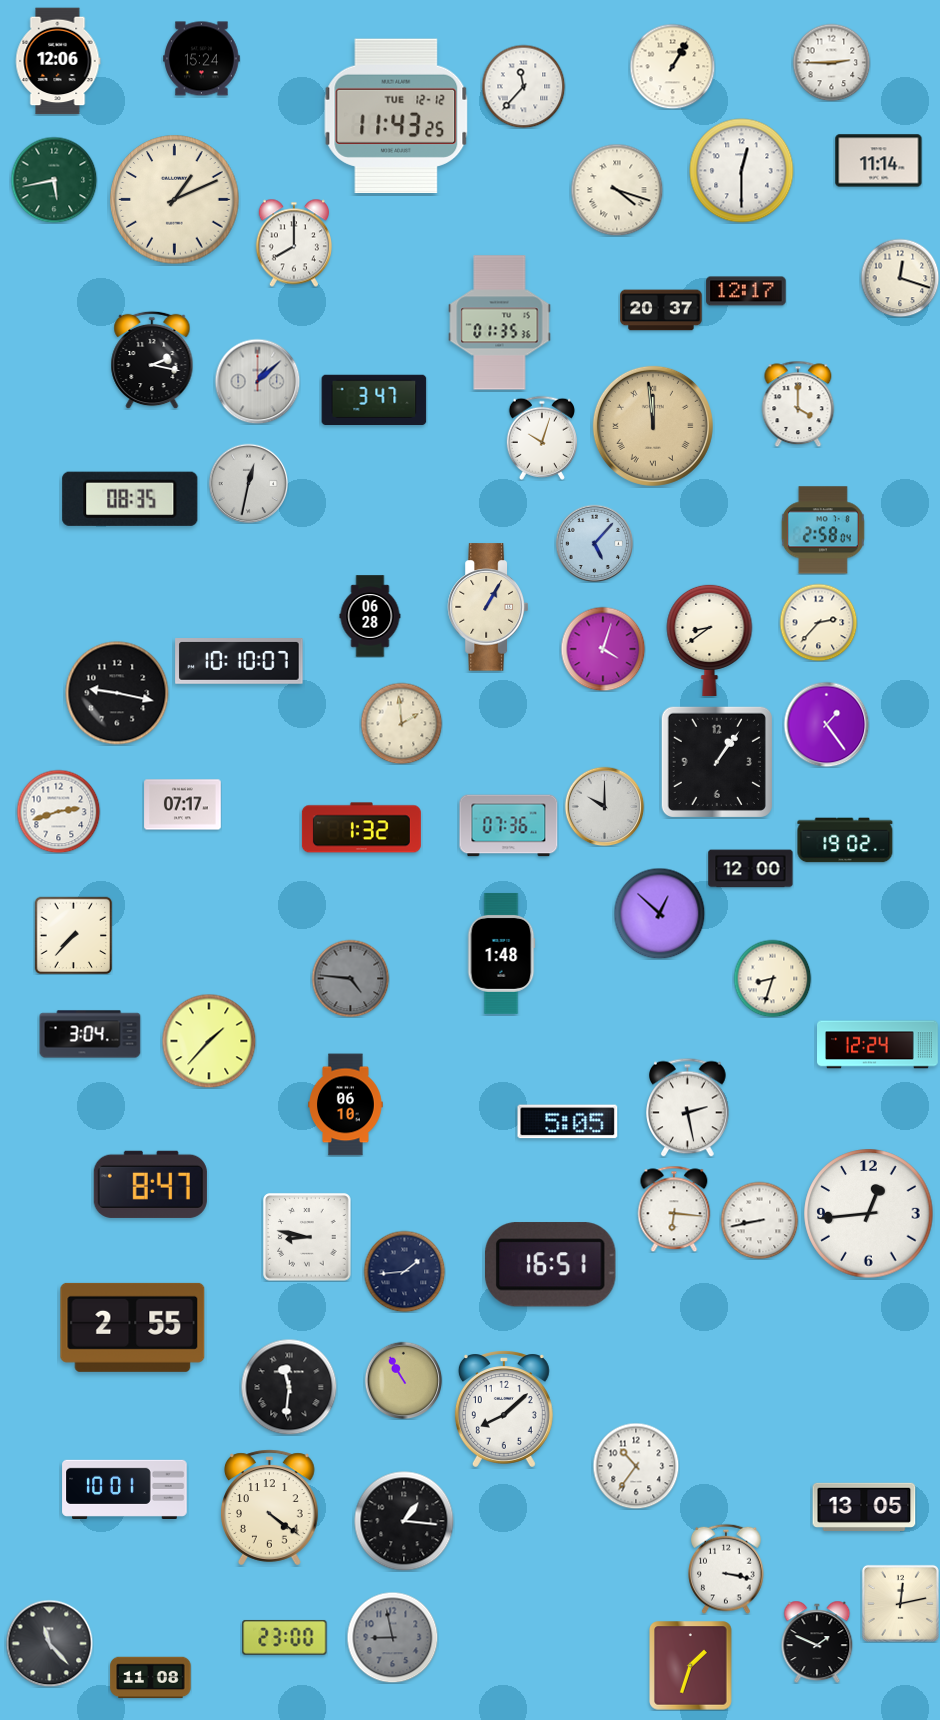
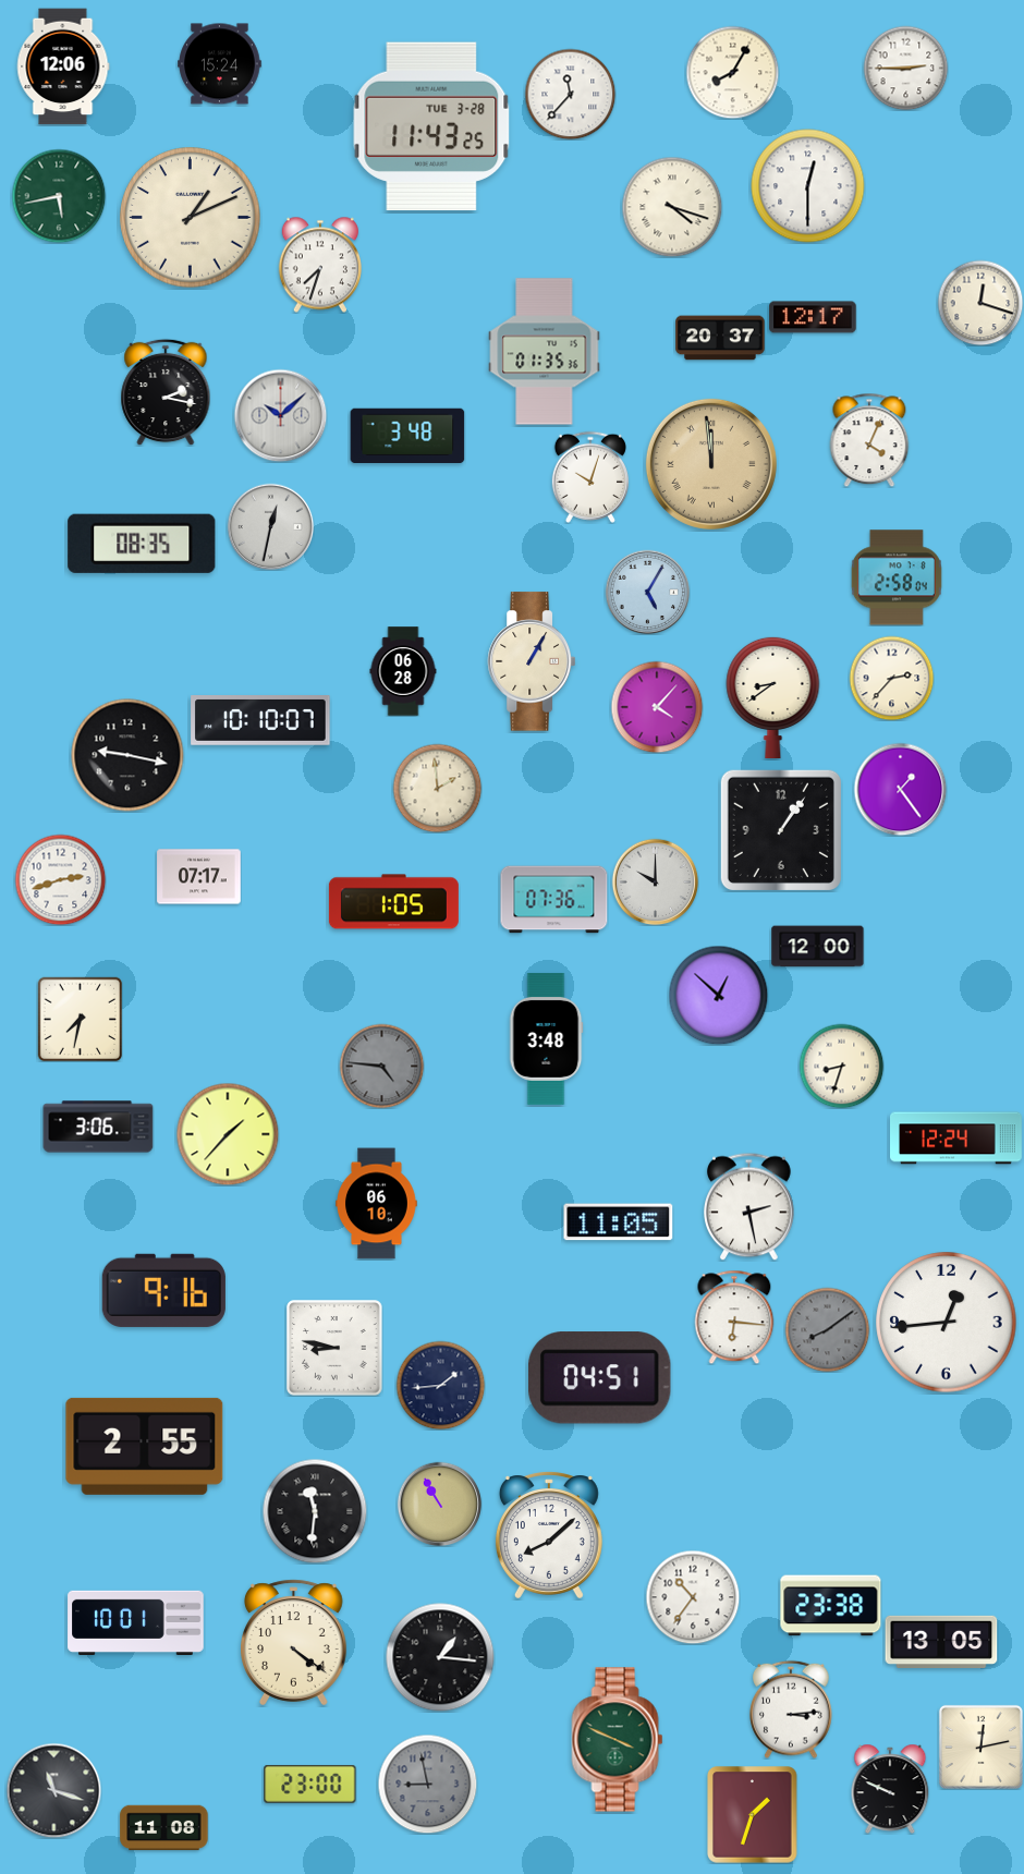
clock at (672, 66): 1:05 -> 8:05
clock at (396, 115) date: TUE 12-12 -> TUE 3-28
clock at (879, 161): 11:14 -> none
clock at (294, 243): 8:00 -> 7:33
clock at (257, 381): 1:08 -> 10:08
clock at (374, 400): 3:47 -> 3:48
clock at (798, 404): 4:00 -> 4:04
clock at (594, 543): 5:07 -> 5:05
clock at (603, 649): 4:03 -> 4:07
clock at (604, 806) position: (604, 806) -> (655, 881)
clock at (58, 811) position: (58, 811) -> (60, 879)
clock at (361, 828): 1:32 -> 1:05
clock at (845, 840): 19:02 -> none
clock at (73, 935): 7:37 -> 7:32
clock at (501, 953): 1:48 -> 3:48
clock at (90, 1034): 3:04 -> 3:06
clock at (568, 1122): 5:05 -> 11:05
clock at (150, 1184): 8:47 -> 9:16
clock at (759, 1220): 8:43 -> 8:09
clock at (759, 1220) dial: white -> grey
clock at (551, 1265): 16:51 -> 04:51
clock at (831, 1606): none -> 23:38
clock at (726, 1569): 3:17 -> 3:14
clock at (618, 1740): none -> 3:49
clock at (817, 1642): 1:49 -> 9:49
clock at (49, 1643): 11:23 -> 11:18
